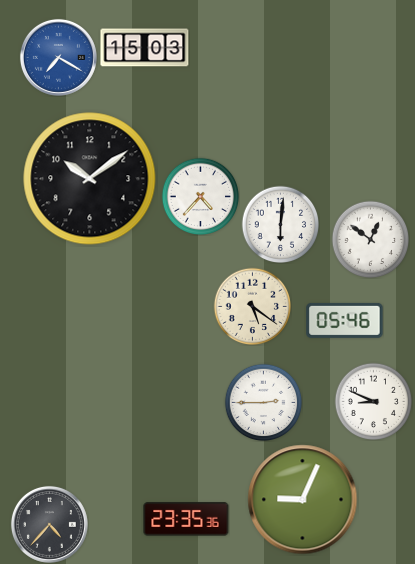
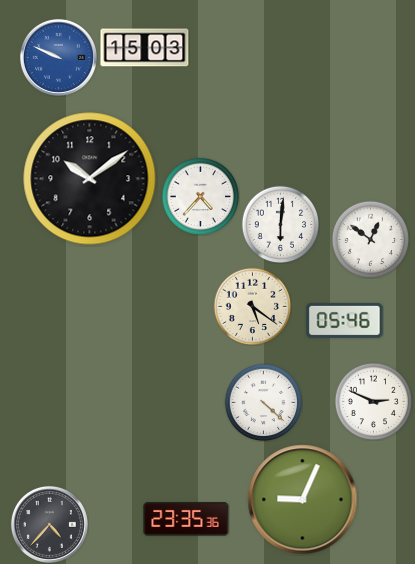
clock at (58, 57): 7:20 -> 9:49
clock at (373, 401): 8:49 -> 2:49
clock at (263, 402): 2:45 -> 4:22
